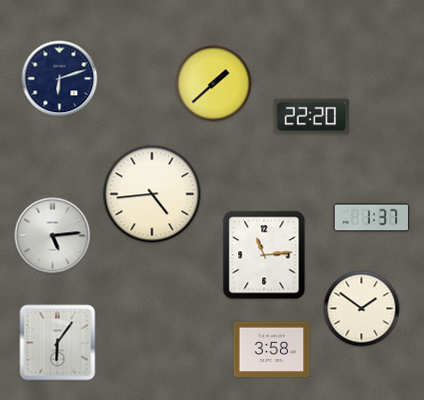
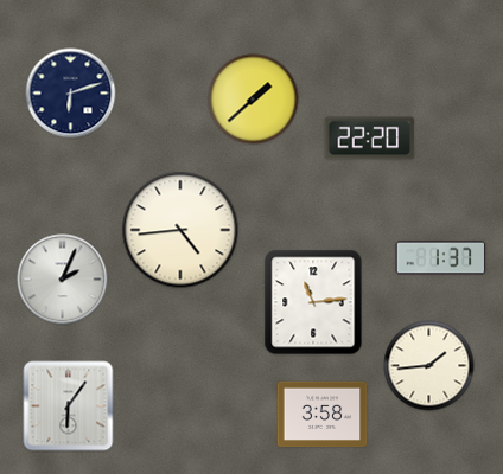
clock at (53, 236): 5:14 -> 2:04
clock at (362, 309): 1:51 -> 1:44
